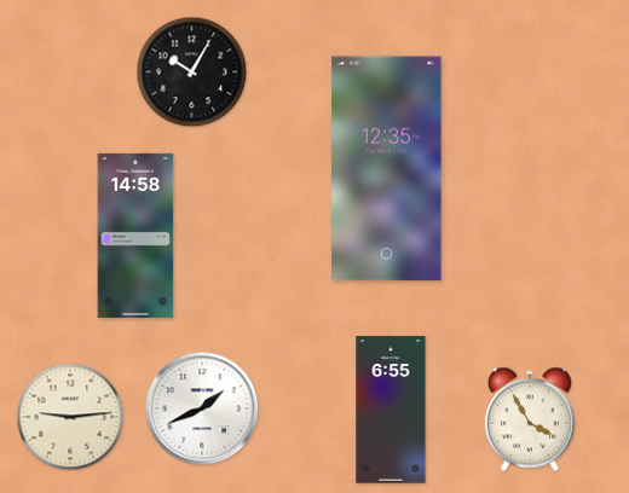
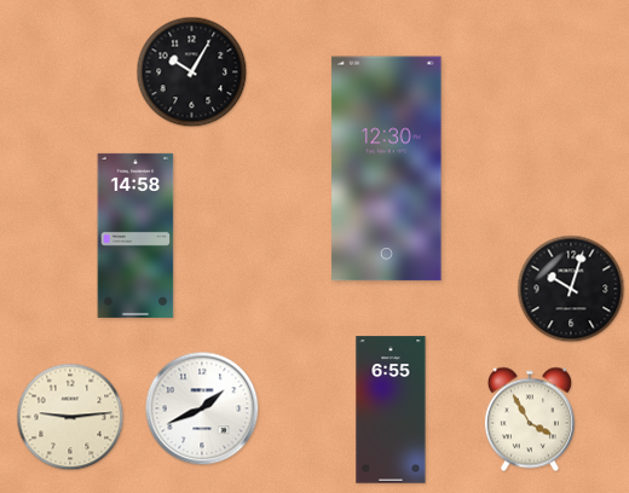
clock at (387, 169): 12:35 -> 12:30
clock at (571, 289): none -> 10:03
